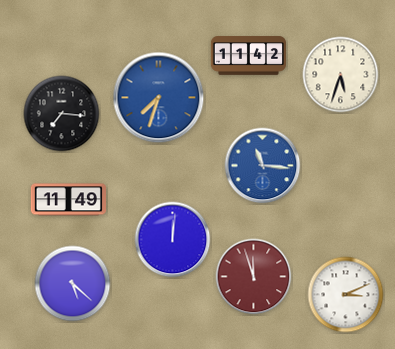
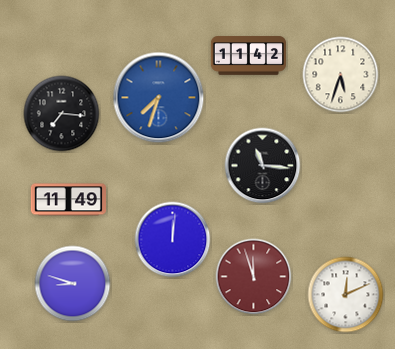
clock at (263, 166) dial: blue -> black
clock at (73, 284): 5:22 -> 8:48
clock at (346, 295): 3:11 -> 12:11
